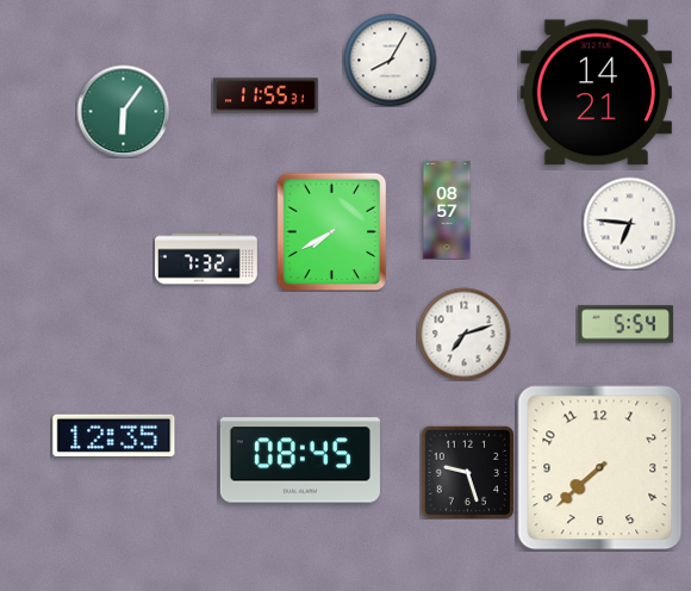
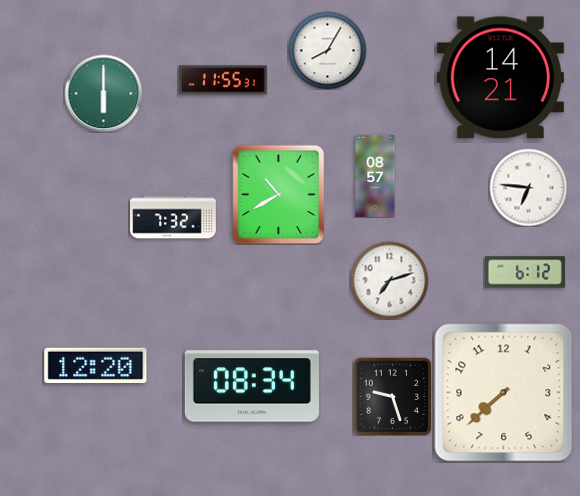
clock at (123, 111): 6:06 -> 6:00
clock at (332, 231): 7:40 -> 10:40
clock at (625, 324): 5:54 -> 6:12
clock at (114, 435): 12:35 -> 12:20
clock at (300, 460): 08:45 -> 08:34
